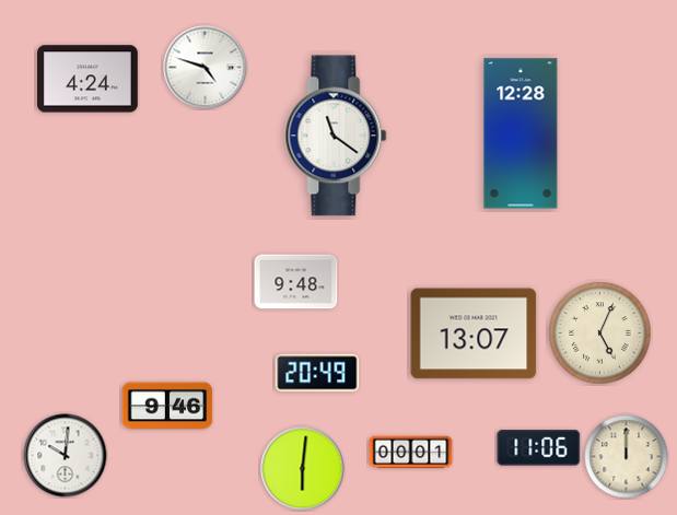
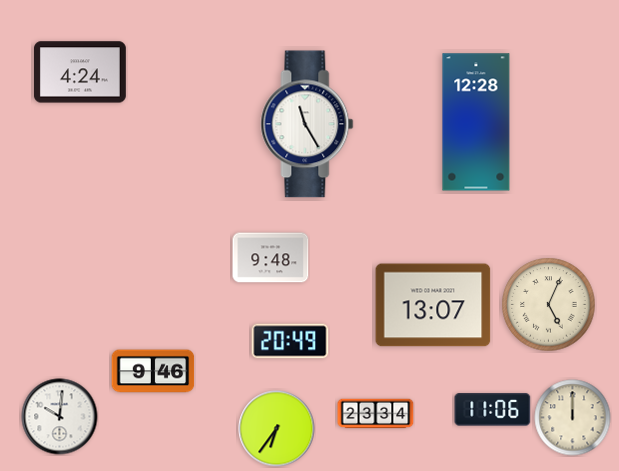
clock at (206, 68): 4:48 -> none
clock at (336, 136): 11:21 -> 11:25
clock at (411, 453): 00:01 -> 23:34
clock at (303, 469): 6:01 -> 6:36
